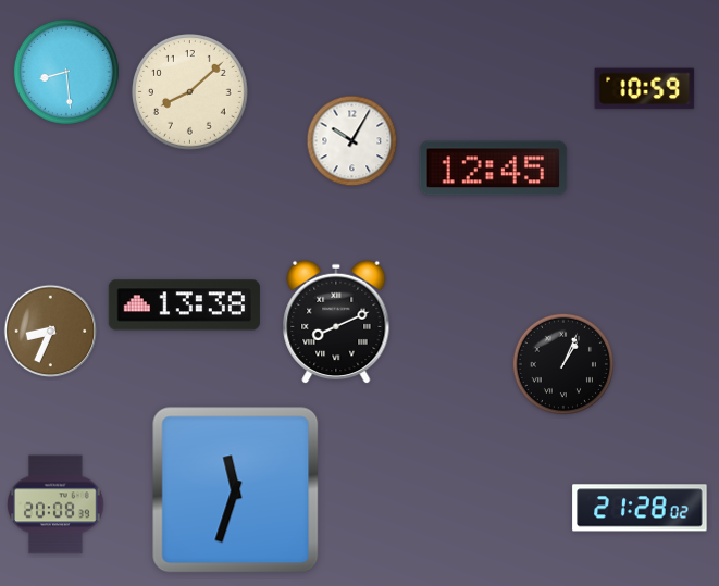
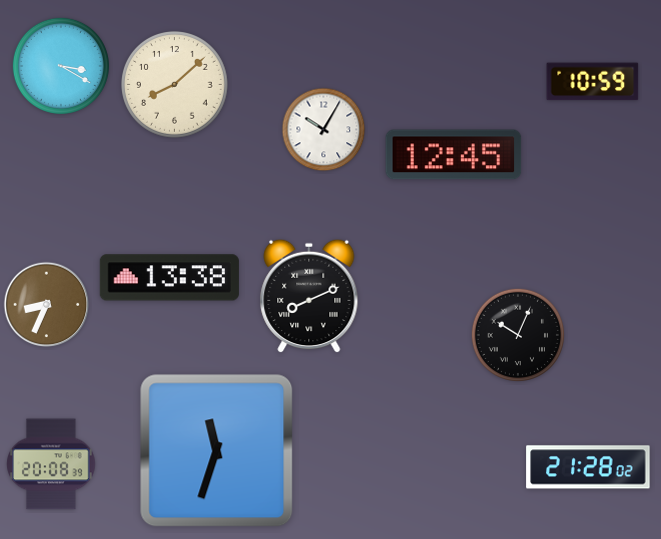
clock at (66, 72): 8:29 -> 3:20
clock at (184, 306) position: (184, 306) -> (169, 278)
clock at (562, 363): 1:04 -> 10:04
